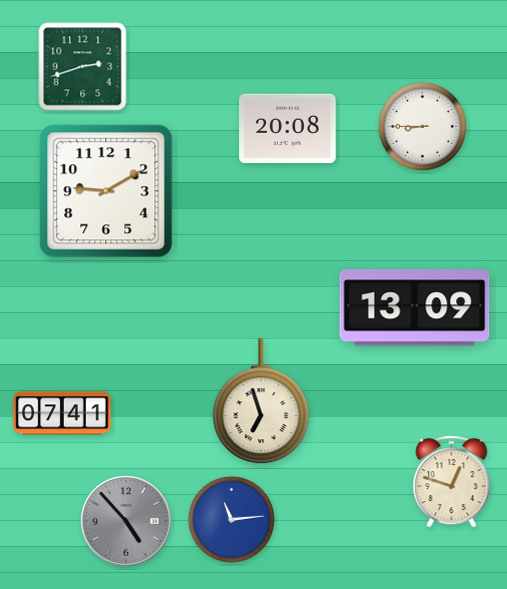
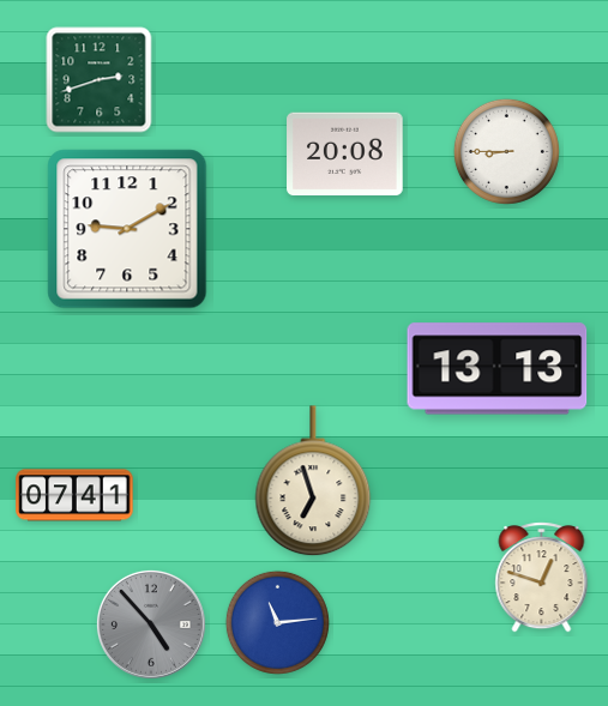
clock at (415, 308): 13:09 -> 13:13
